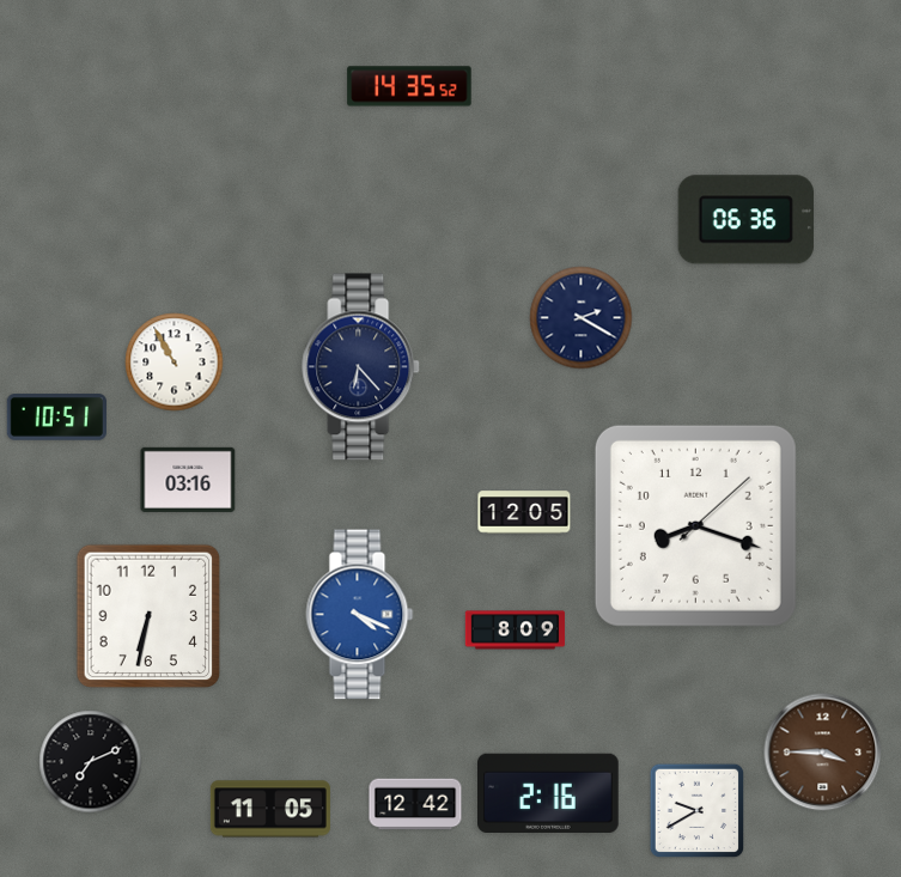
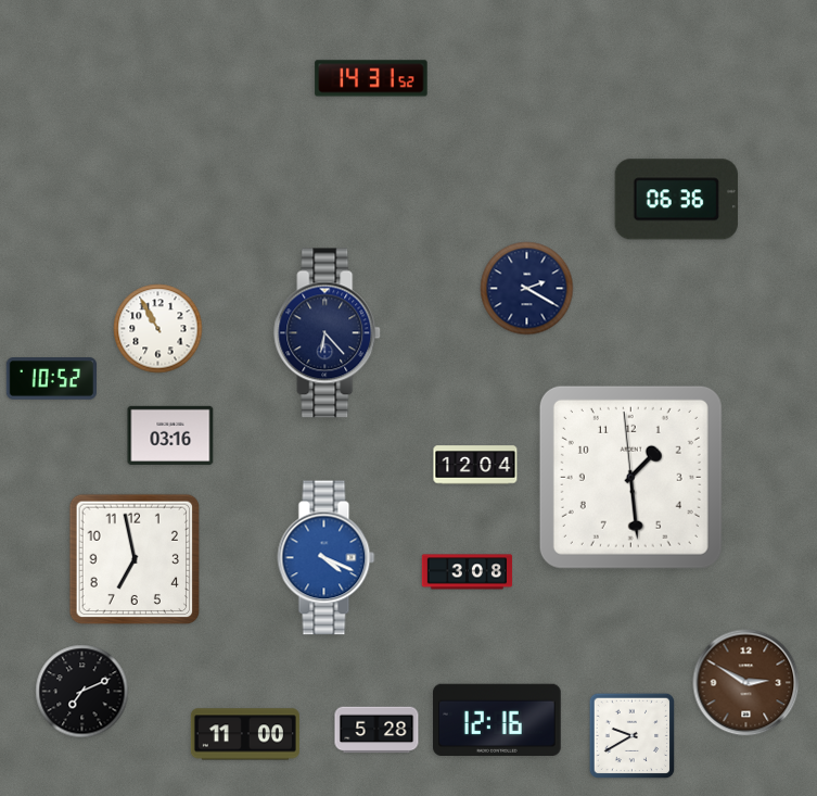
clock at (409, 86): 14:35 -> 14:31
clock at (56, 418): 10:51 -> 10:52
clock at (524, 512): 12:05 -> 12:04
clock at (695, 525): 8:18 -> 1:28
clock at (148, 616): 6:32 -> 6:58
clock at (516, 631): 8:09 -> 3:08
clock at (823, 753): 3:45 -> 2:50
clock at (549, 792): 2:16 -> 12:16
clock at (415, 804): 12:42 -> 5:28
clock at (270, 809): 11:05 -> 11:00
